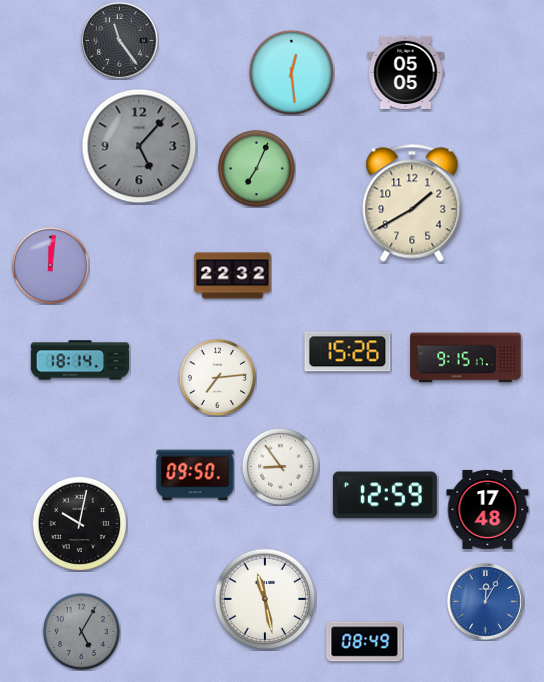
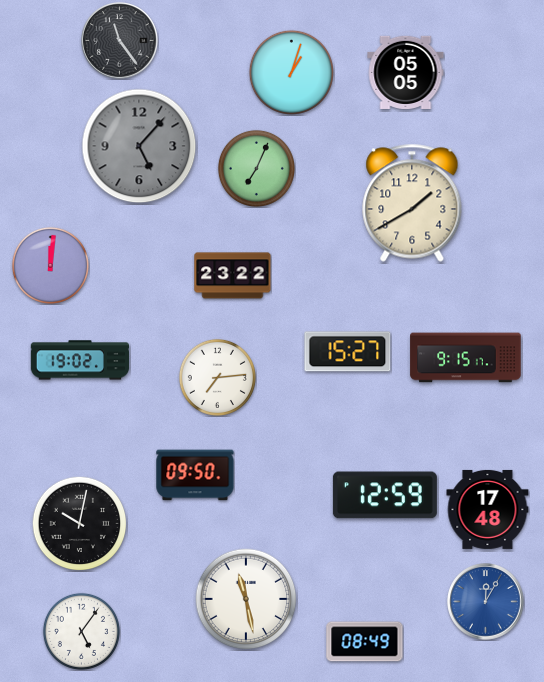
clock at (291, 72): 12:29 -> 1:03
clock at (233, 276): 22:32 -> 23:22
clock at (348, 352): 15:26 -> 15:27
clock at (80, 360): 18:14 -> 19:02
clock at (280, 466): 8:54 -> none
clock at (265, 599) position: (265, 599) -> (246, 599)
clock at (81, 631): 5:05 -> 5:06
clock at (81, 631) dial: grey -> white
